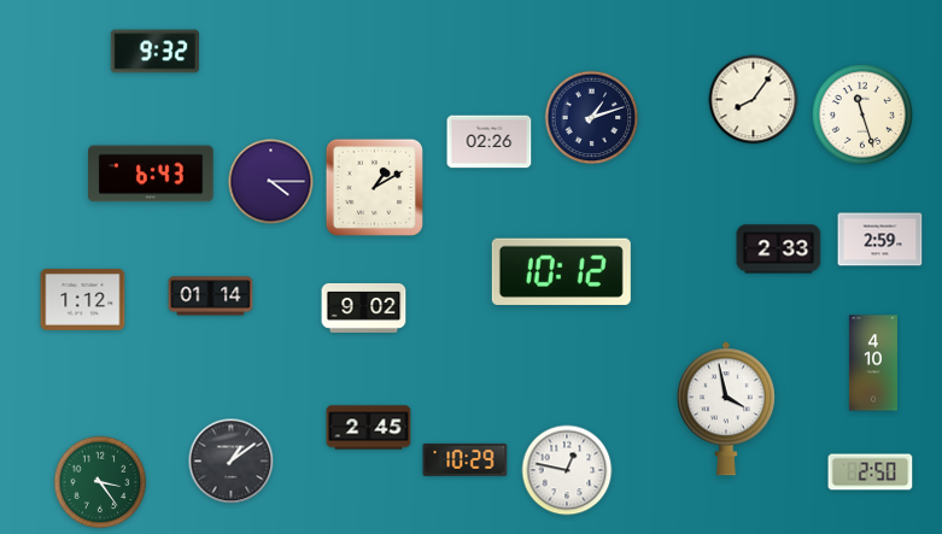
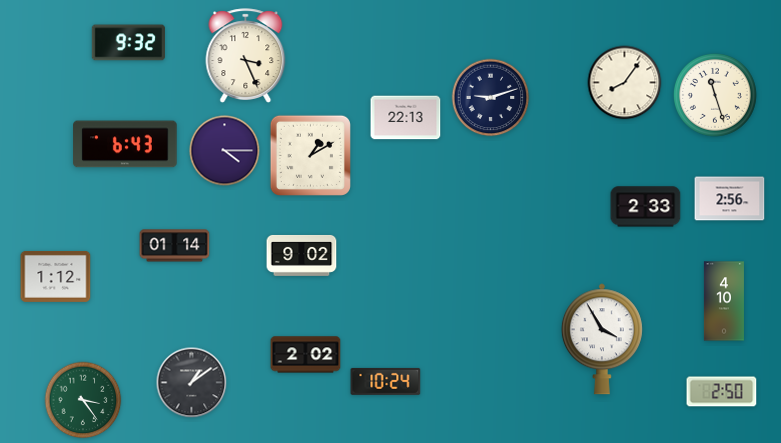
clock at (246, 56): none -> 3:26
clock at (592, 118): 1:12 -> 9:12
clock at (490, 142): 02:26 -> 22:13
clock at (880, 240): 2:59 -> 2:56
clock at (561, 271): 10:12 -> none
clock at (83, 299) position: (83, 299) -> (56, 276)
clock at (726, 409): 3:58 -> 3:55
clock at (369, 428): 2:45 -> 2:02
clock at (466, 459): 10:29 -> 10:24
clock at (567, 470): 12:47 -> none
